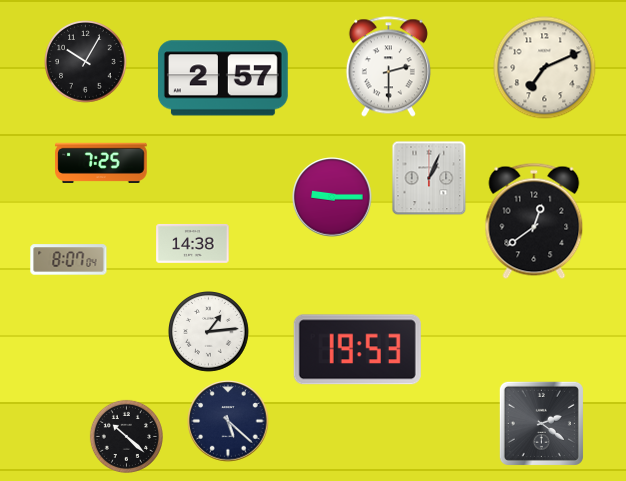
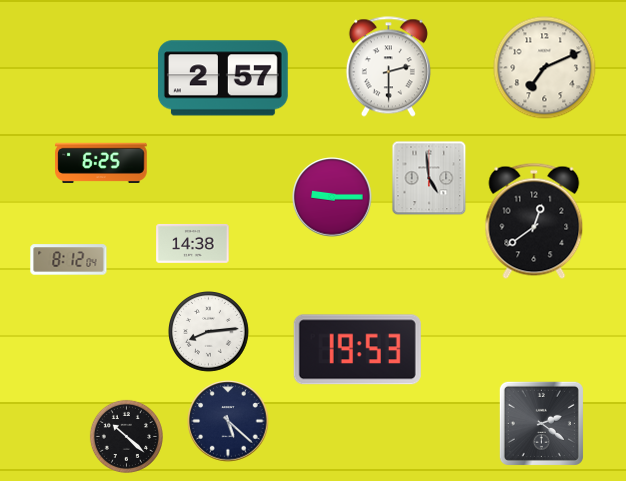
clock at (86, 62): 10:05 -> none
clock at (101, 163): 7:25 -> 6:25
clock at (429, 178): 1:04 -> 4:59
clock at (69, 260): 8:07 -> 8:12
clock at (209, 332): 1:14 -> 8:14
